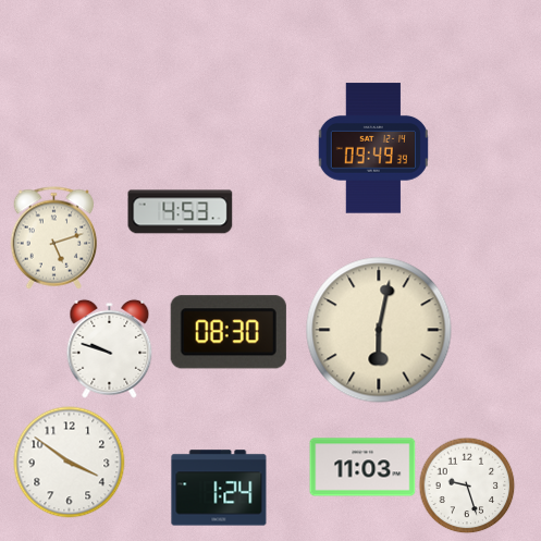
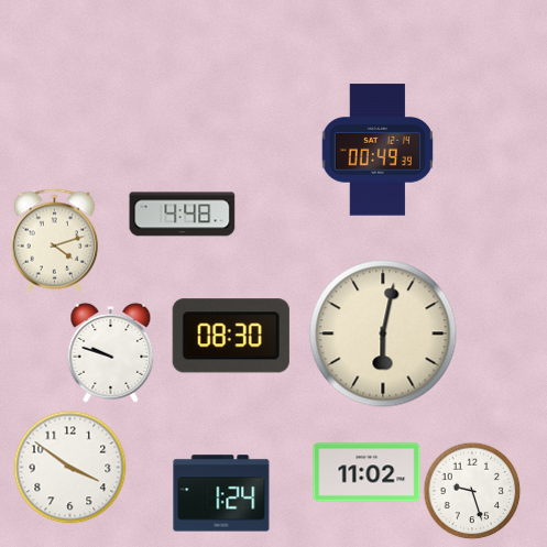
clock at (373, 148): 09:49 -> 00:49
clock at (181, 212): 4:53 -> 4:48
clock at (54, 238): 5:12 -> 4:12
clock at (362, 467): 11:03 -> 11:02
